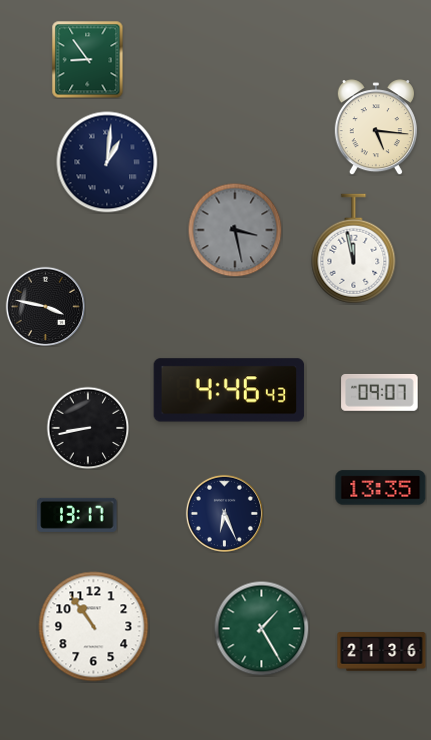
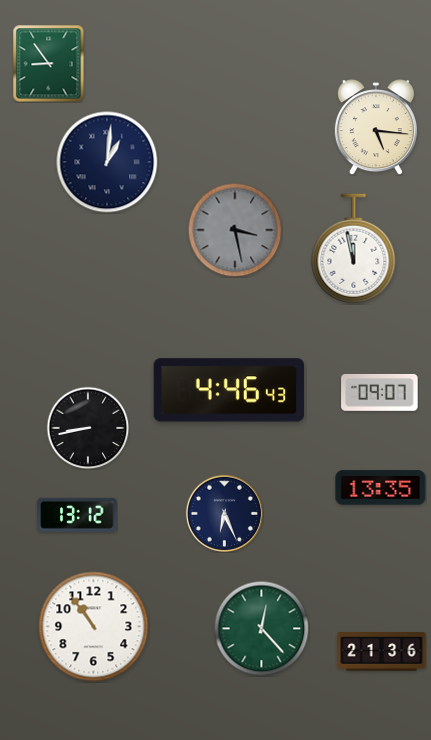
clock at (88, 59) position: (88, 59) -> (49, 63)
clock at (45, 306): 3:47 -> none
clock at (77, 515): 13:17 -> 13:12
clock at (261, 628): 1:25 -> 12:23
